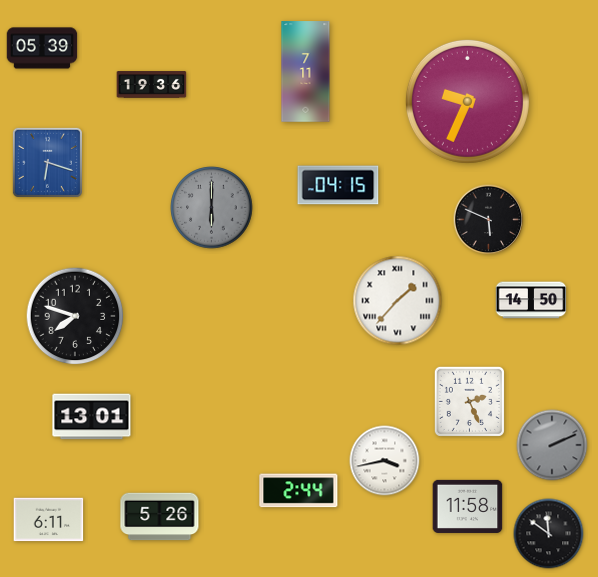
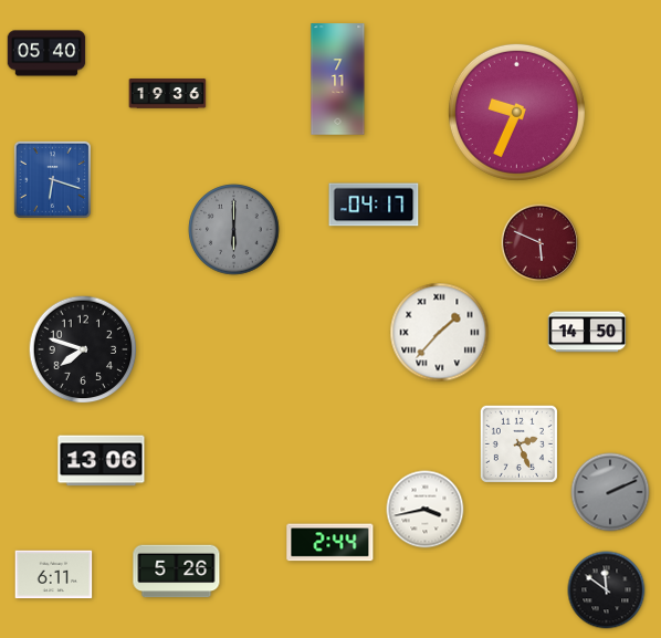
clock at (42, 48): 05:39 -> 05:40
clock at (338, 185): 04:15 -> 04:17
clock at (489, 220) dial: black -> burgundy
clock at (92, 417): 13:01 -> 13:06
clock at (468, 506): 11:58 -> none
